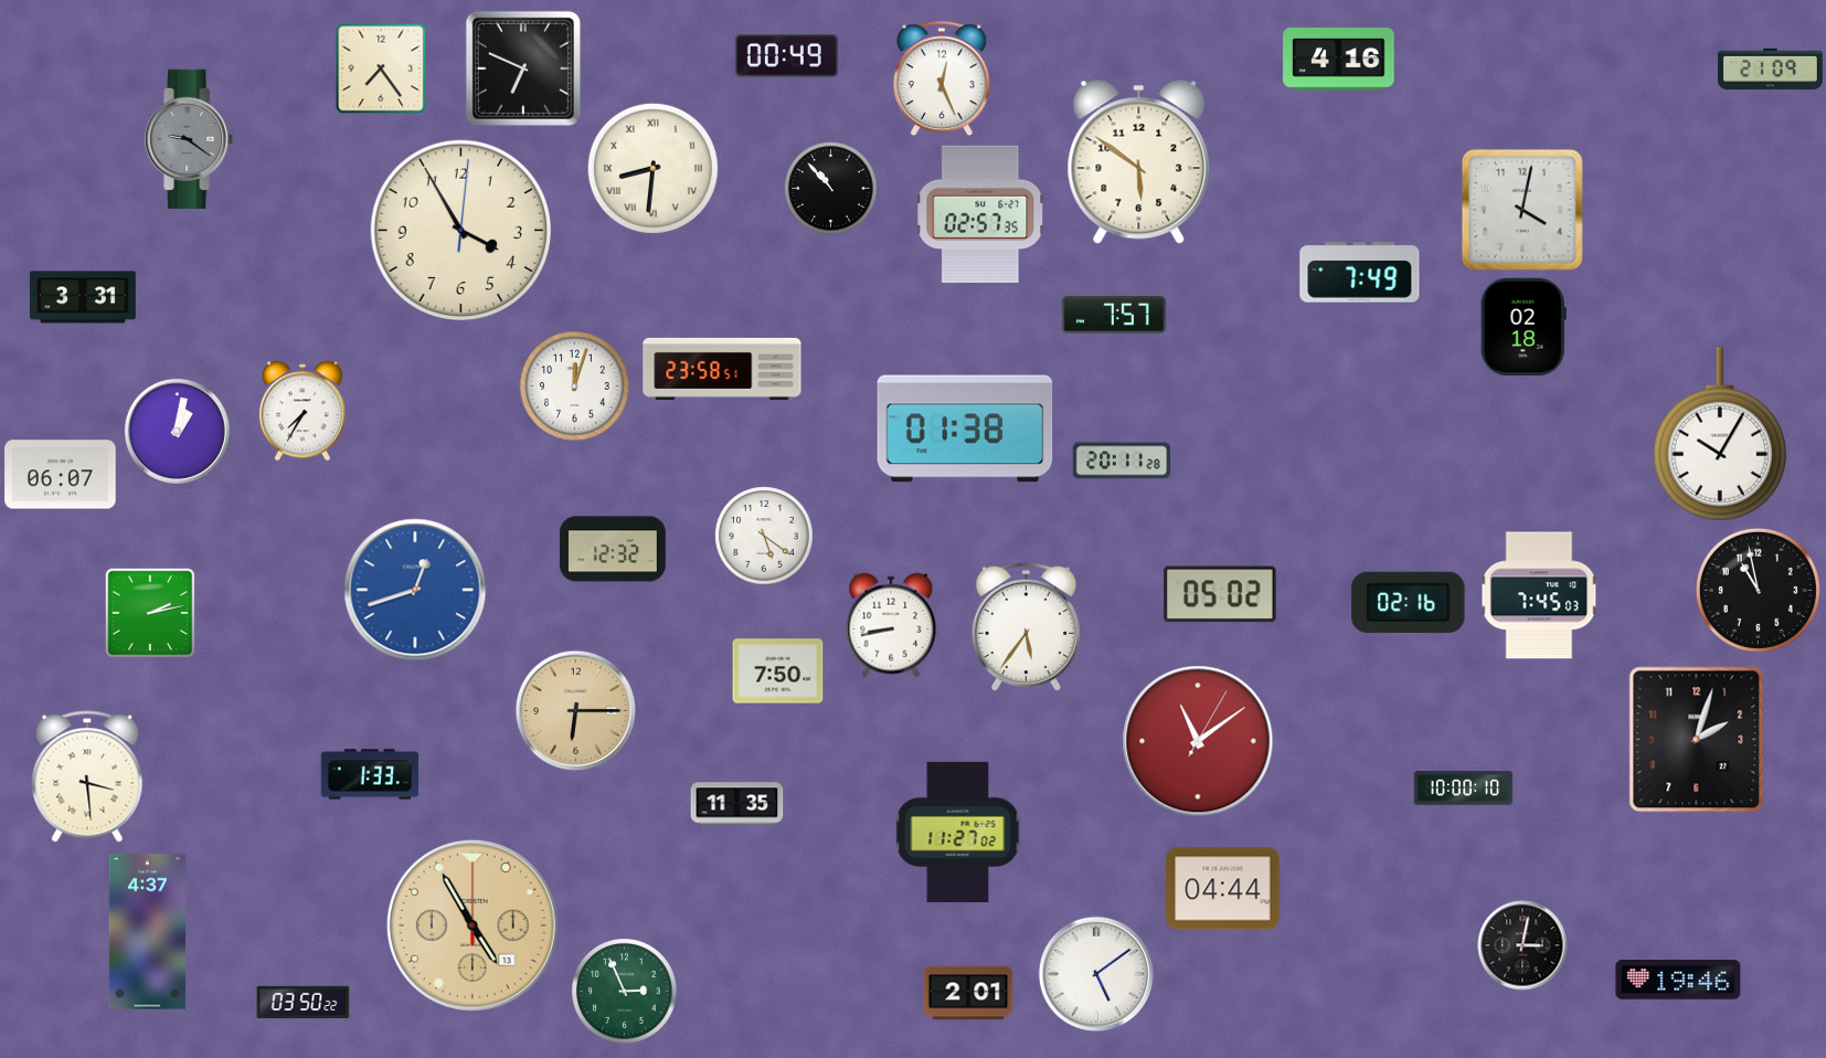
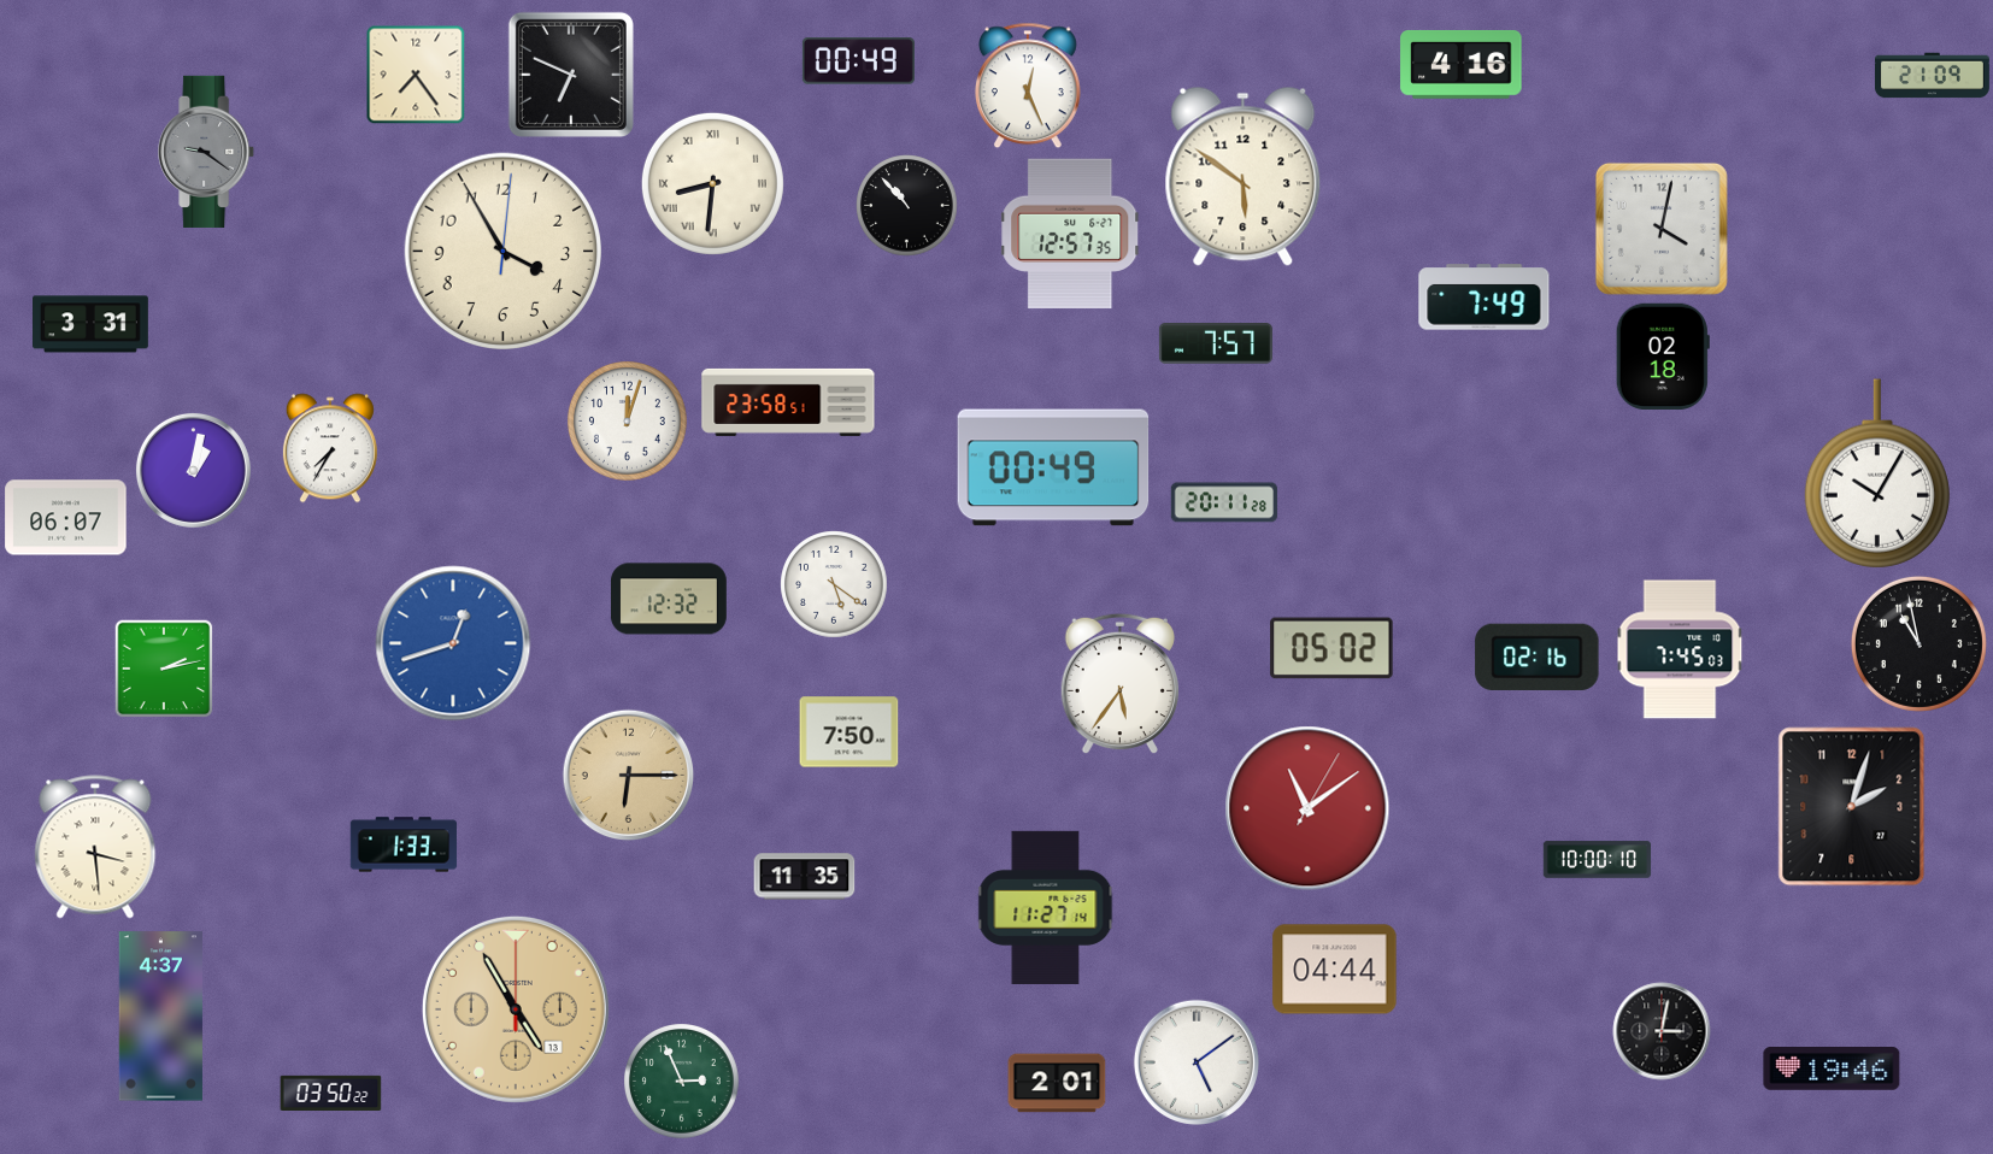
clock at (981, 214): 02:57 -> 12:57
clock at (965, 429): 01:38 -> 00:49
clock at (891, 625): 8:43 -> none
clock at (958, 832): 11:27:02 -> 11:27:14
